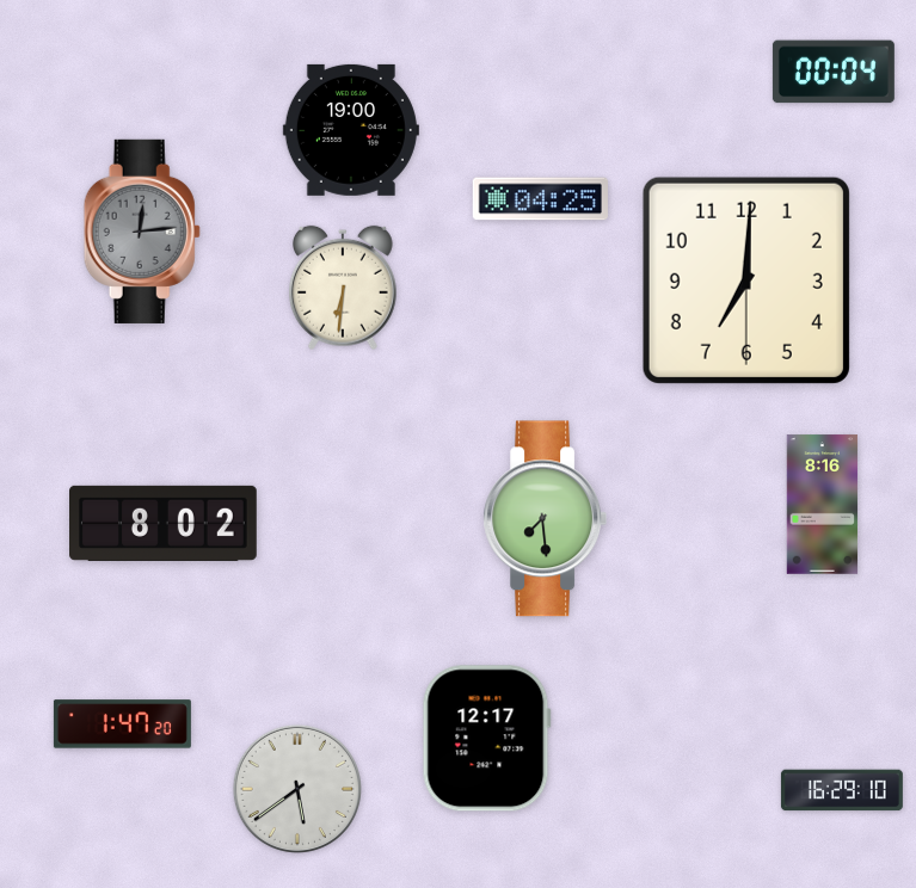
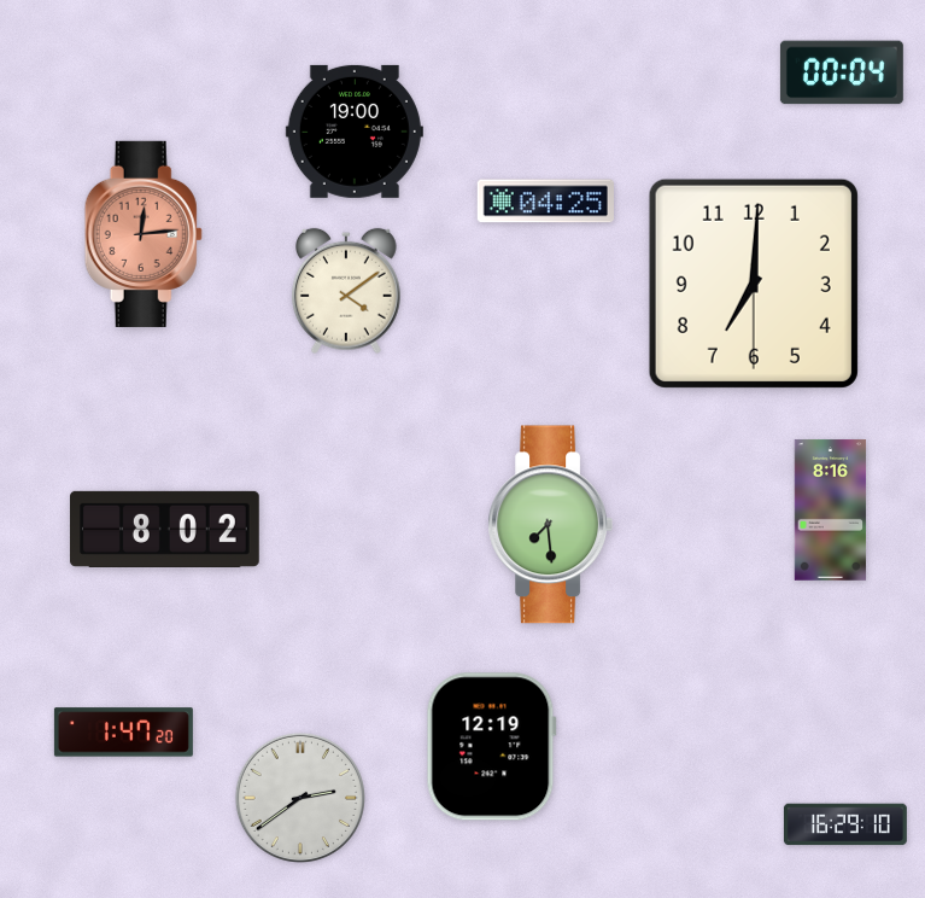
clock at (142, 232) dial: grey -> salmon
clock at (343, 288): 6:31 -> 4:09
clock at (486, 739): 12:17 -> 12:19
clock at (297, 789): 5:39 -> 2:39
clock at (842, 790) position: (842, 790) -> (845, 824)
